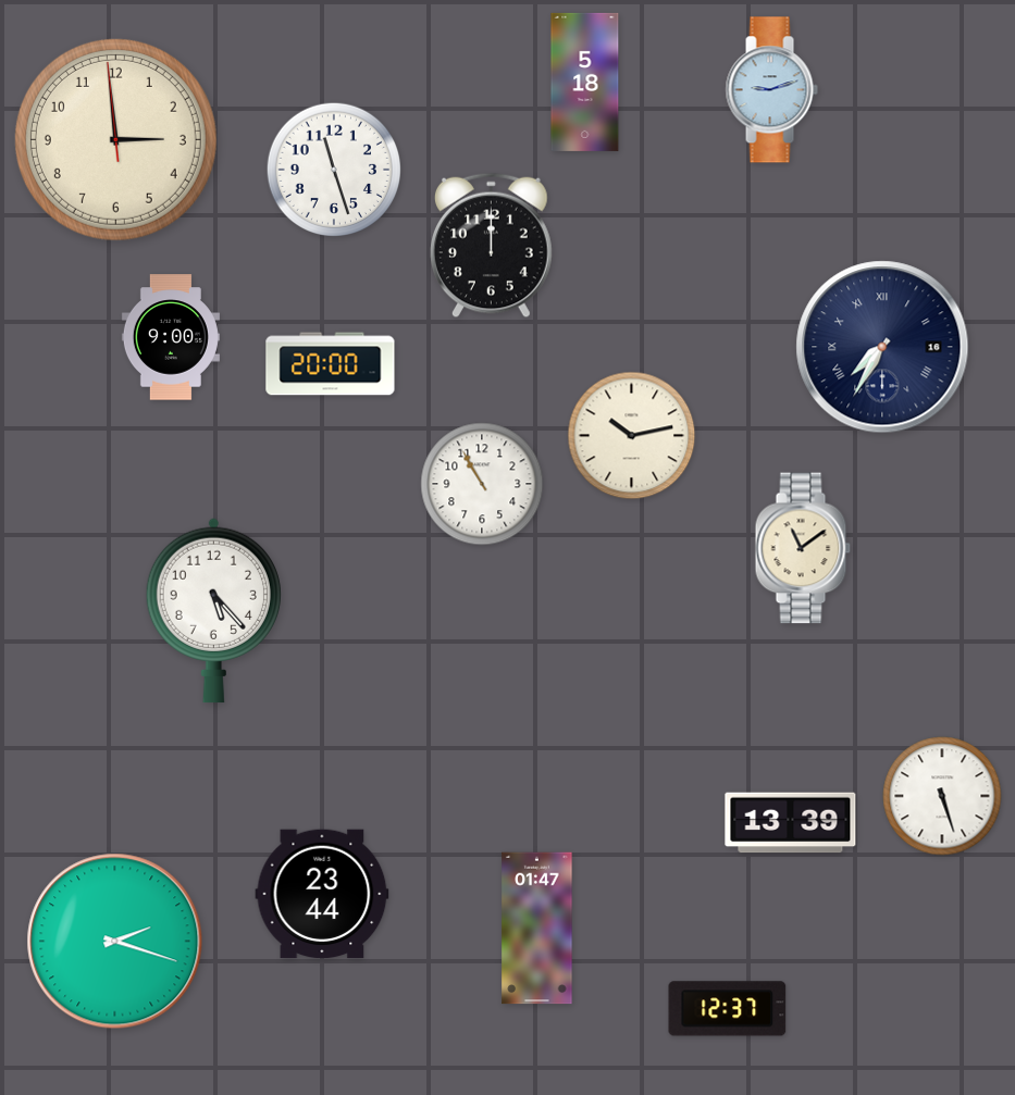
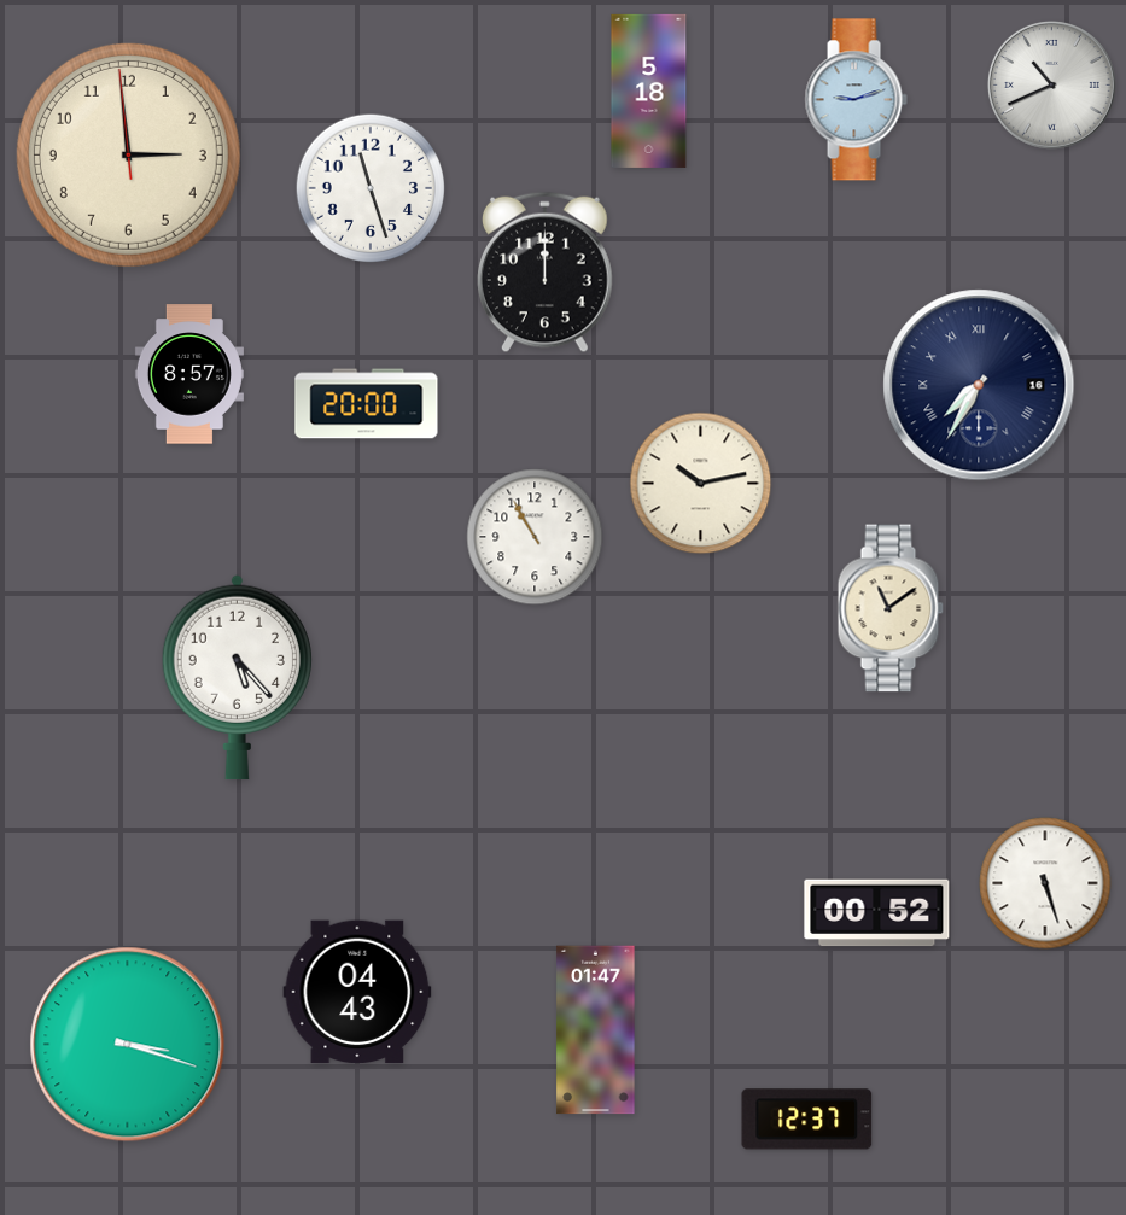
clock at (1051, 84): none -> 10:41
clock at (171, 337): 9:00 -> 8:57
clock at (791, 823): 13:39 -> 00:52
clock at (322, 894): 23:44 -> 04:43
clock at (115, 942): 2:18 -> 3:18
